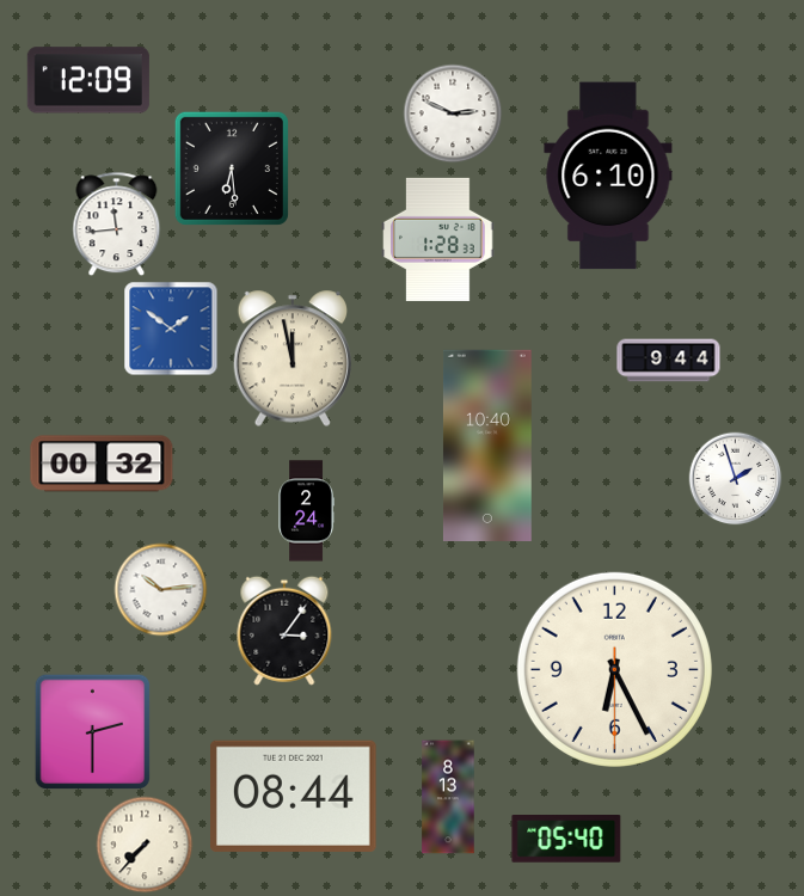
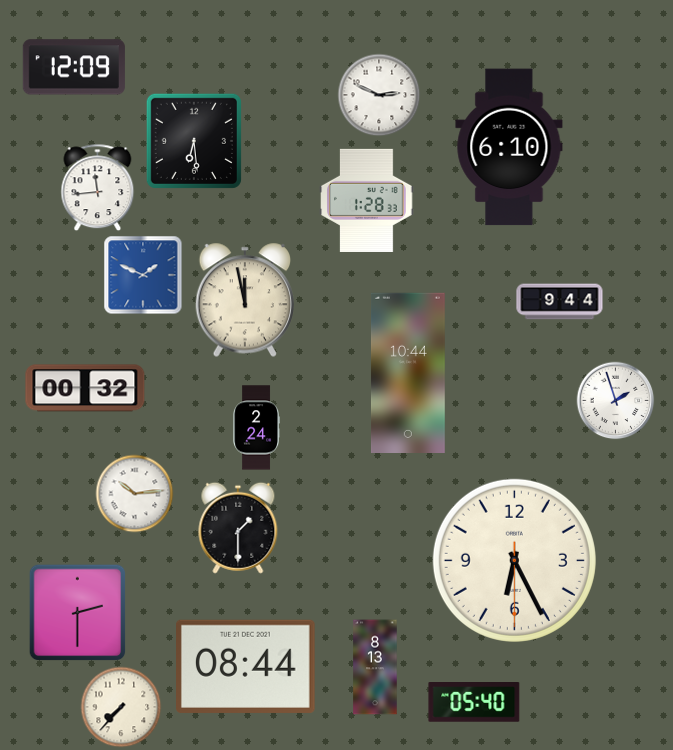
clock at (171, 329): 1:51 -> 1:49
clock at (487, 444): 10:40 -> 10:44
clock at (284, 631): 3:06 -> 1:30
